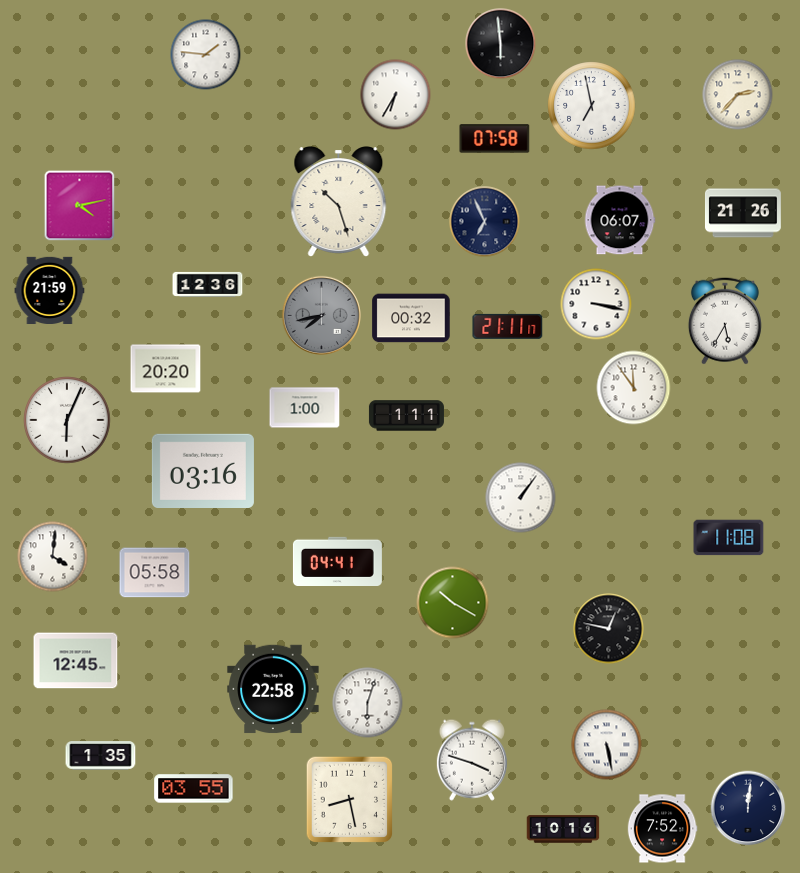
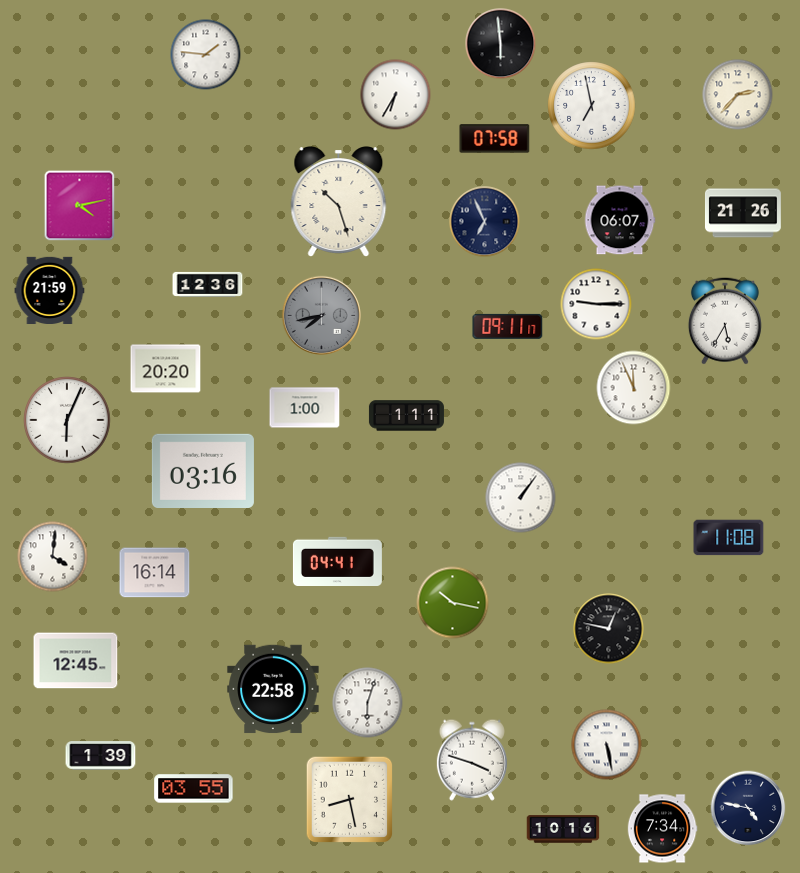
clock at (596, 304): 3:17 -> 9:15
clock at (411, 318): 00:32 -> none
clock at (508, 326): 21:11 -> 09:11
clock at (634, 388): 11:54 -> 11:56
clock at (155, 573): 05:58 -> 16:14
clock at (453, 603): 10:20 -> 10:17
clock at (101, 756): 1:35 -> 1:39
clock at (748, 808): 12:01 -> 4:47
clock at (662, 829): 7:52 -> 7:34
